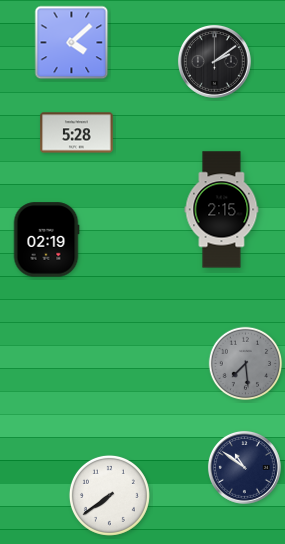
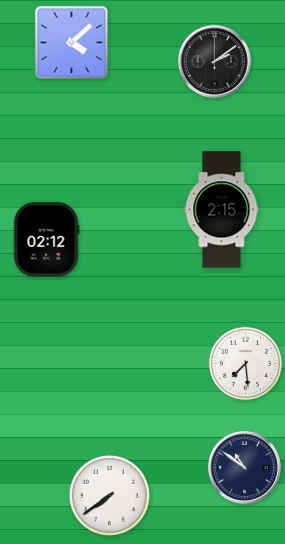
clock at (77, 133): 5:28 -> none
clock at (46, 240): 02:19 -> 02:12
clock at (246, 364) dial: grey -> white
